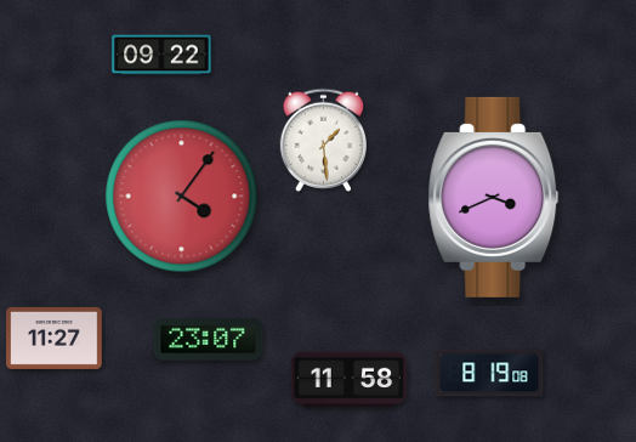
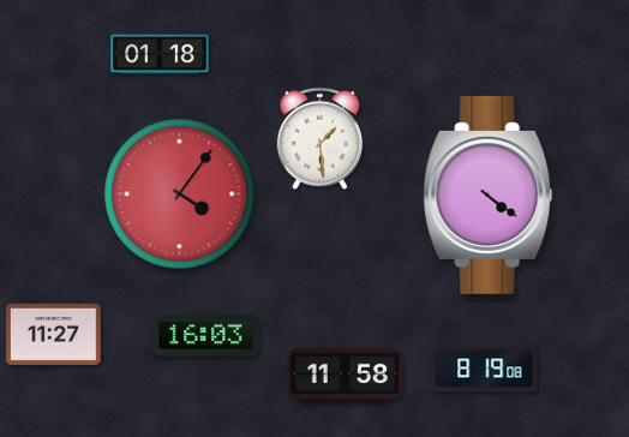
clock at (161, 55): 09:22 -> 01:18
clock at (494, 197): 3:41 -> 4:21
clock at (209, 340): 23:07 -> 16:03
